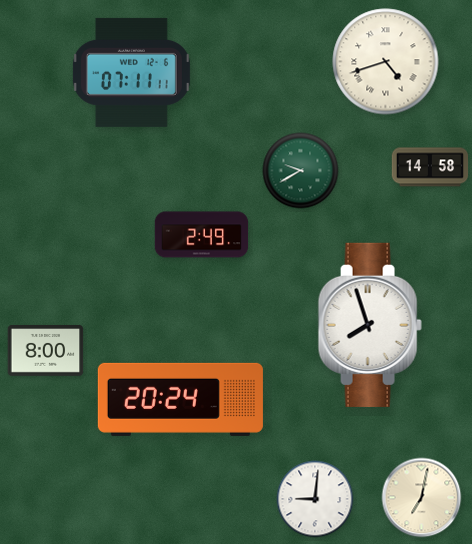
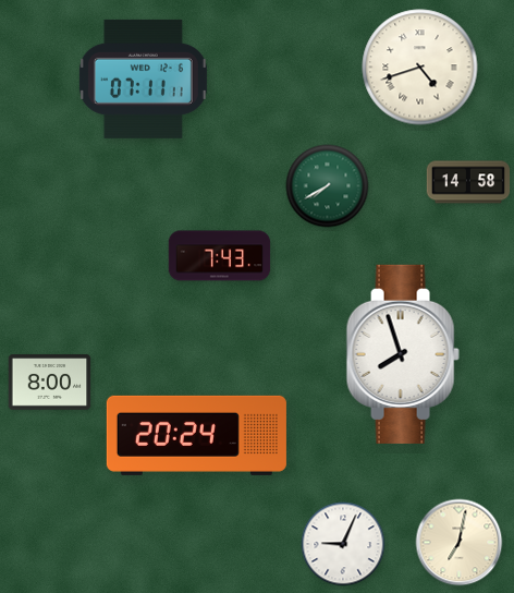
clock at (301, 171): 9:40 -> 7:40
clock at (202, 235): 2:49 -> 7:43
clock at (315, 499): 9:01 -> 9:04
